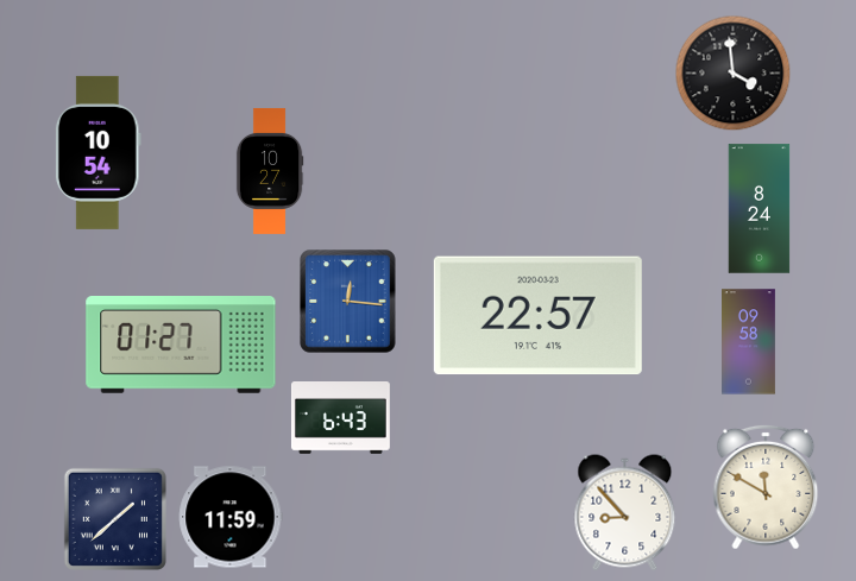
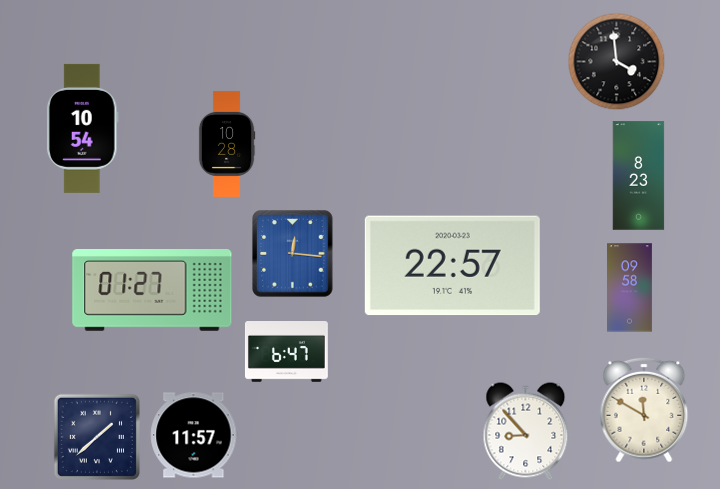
clock at (270, 171): 10:27 -> 10:28
clock at (760, 209): 8:24 -> 8:23
clock at (340, 418): 6:43 -> 6:47
clock at (231, 517): 11:59 -> 11:57
